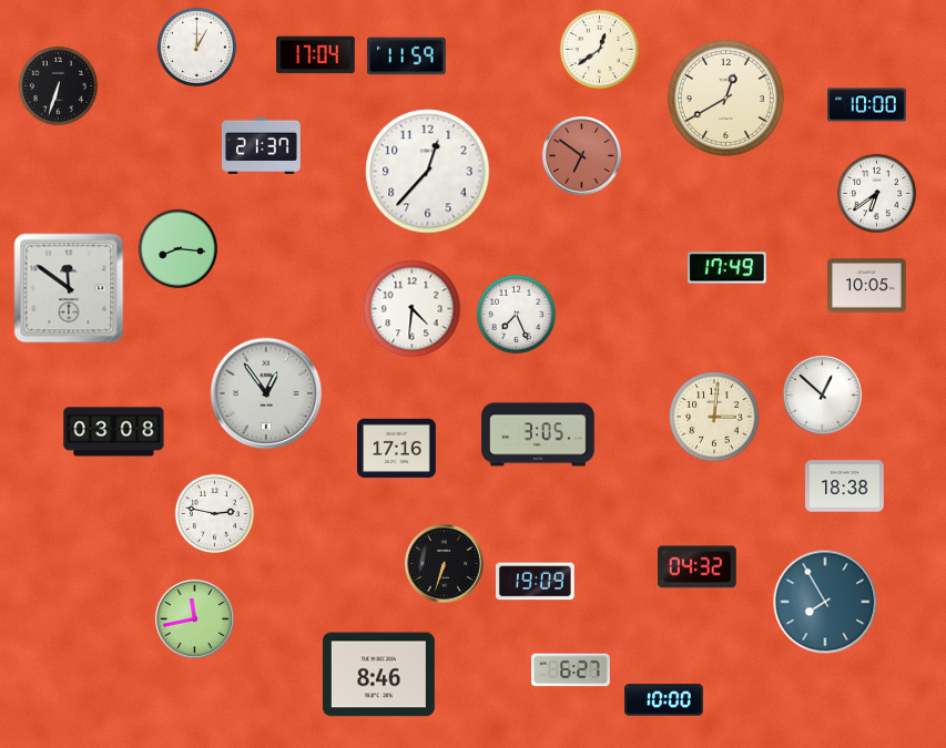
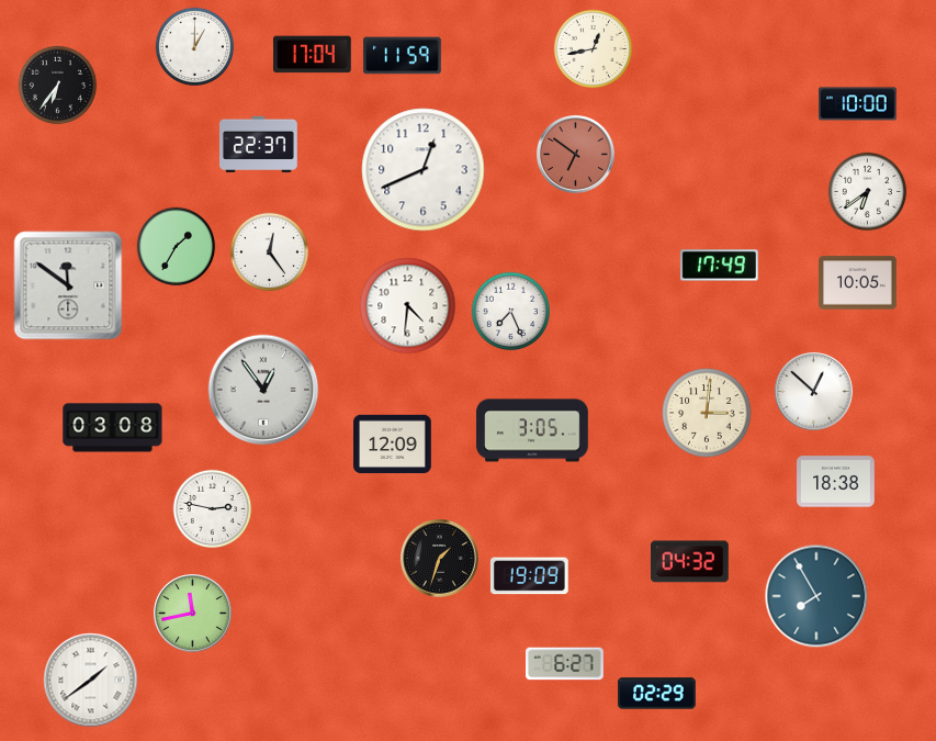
clock at (600, 50): 12:39 -> 12:43
clock at (59, 86): 6:33 -> 6:36
clock at (725, 98): 12:40 -> none
clock at (262, 145): 21:37 -> 22:37
clock at (428, 172): 12:37 -> 12:41
clock at (179, 249): 8:16 -> 1:35
clock at (270, 252): none -> 12:24
clock at (397, 449): 17:16 -> 12:09
clock at (445, 564): 6:33 -> 1:33
clock at (378, 675): 8:46 -> none
clock at (91, 681): none -> 1:39
clock at (664, 700): 10:00 -> 02:29
